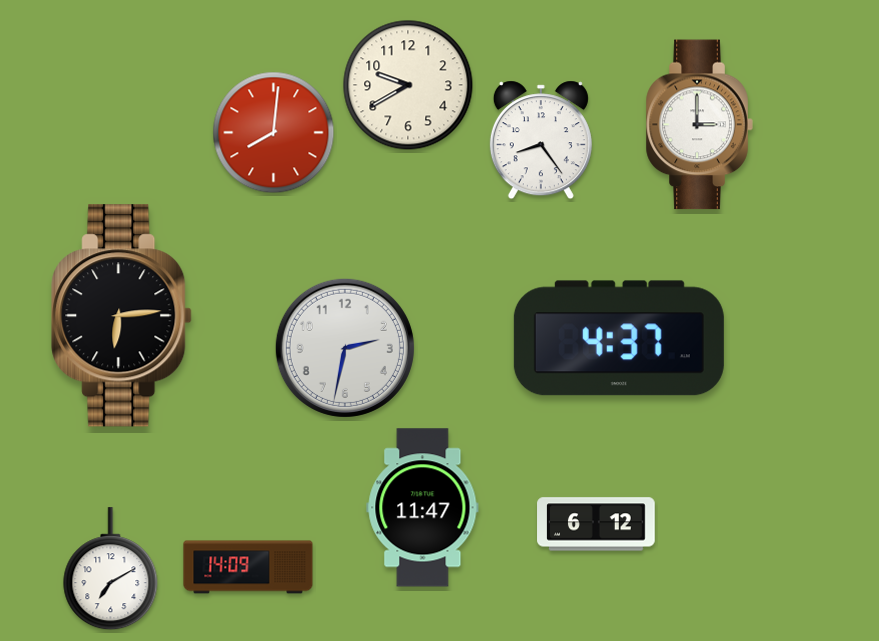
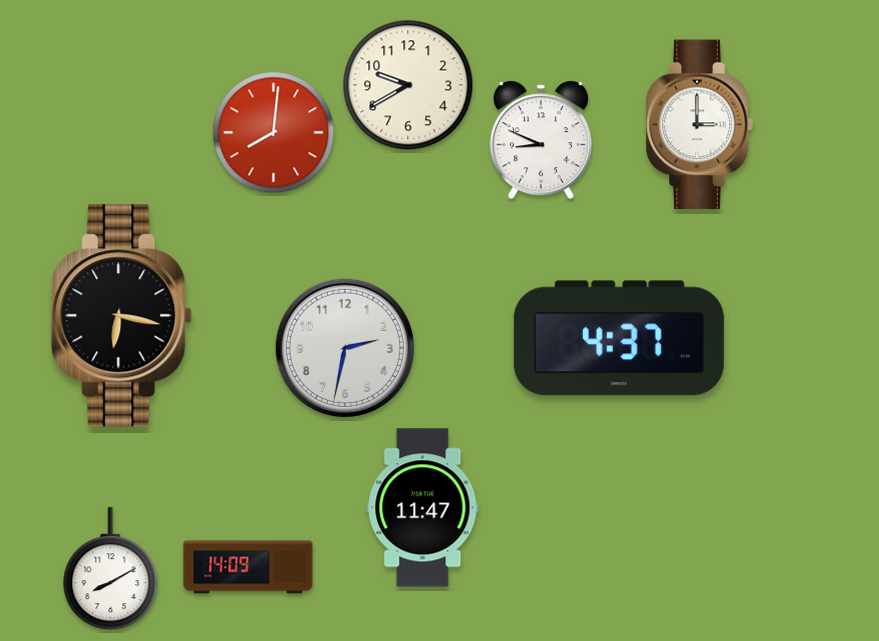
clock at (541, 140): 8:24 -> 8:49
clock at (122, 316): 6:14 -> 6:17
clock at (596, 524): 6:12 -> none
clock at (111, 569): 7:10 -> 8:10
